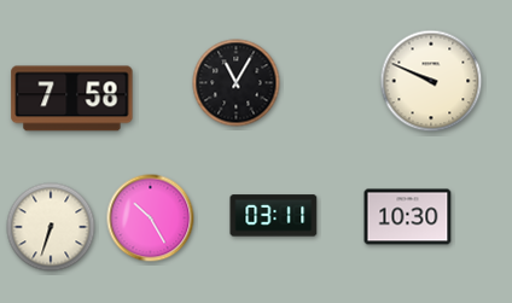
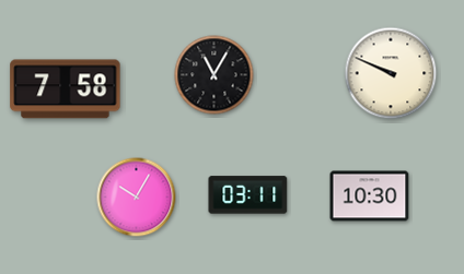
clock at (151, 218): 10:25 -> 10:05
clock at (51, 227): 6:33 -> none
